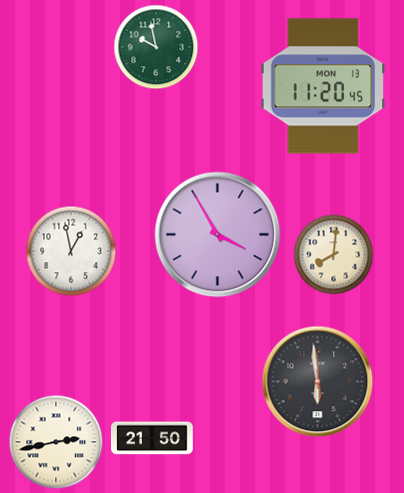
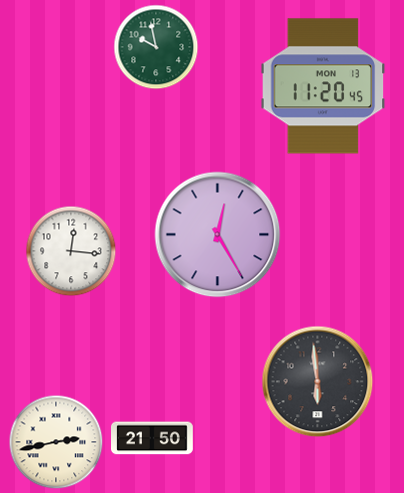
clock at (218, 235): 3:55 -> 12:25
clock at (71, 251): 12:58 -> 12:16
clock at (334, 255): 8:01 -> none
